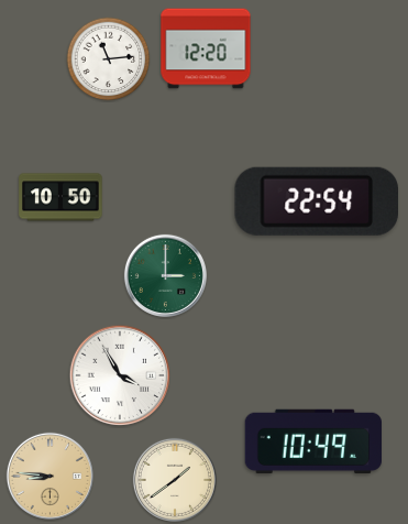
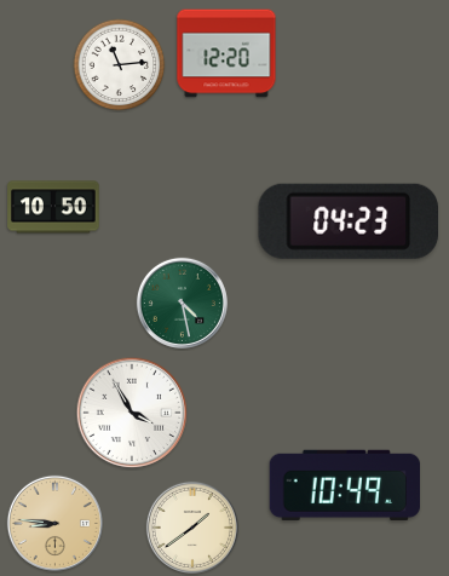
clock at (60, 197) position: (60, 197) -> (53, 207)
clock at (316, 201): 22:54 -> 04:23
clock at (165, 275): 3:00 -> 4:28
